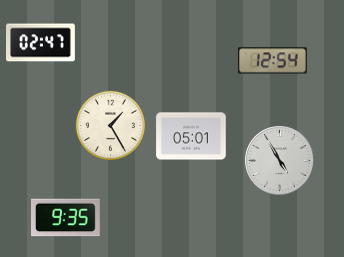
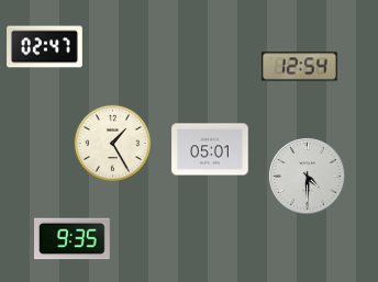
clock at (110, 125) position: (110, 125) -> (112, 143)
clock at (280, 161): 4:55 -> 4:30
